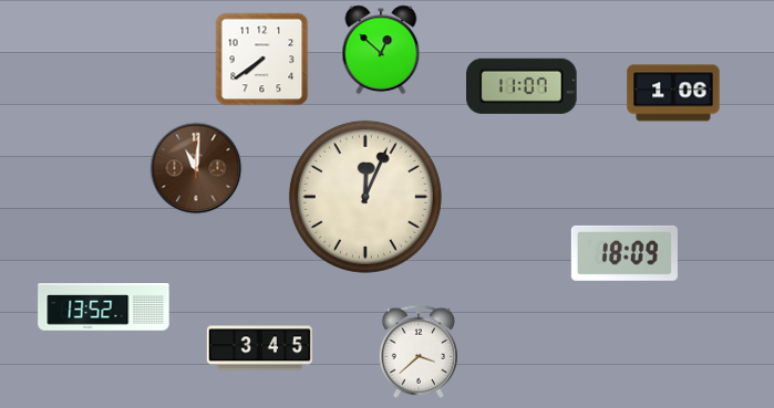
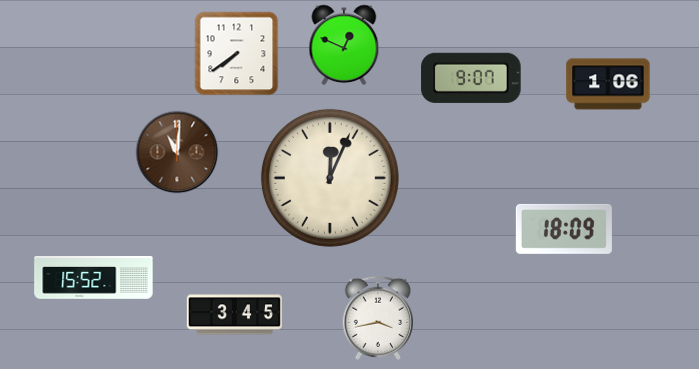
clock at (381, 50): 12:52 -> 12:49
clock at (522, 86): 11:07 -> 9:07
clock at (104, 307): 13:52 -> 15:52
clock at (417, 352): 3:38 -> 3:43
